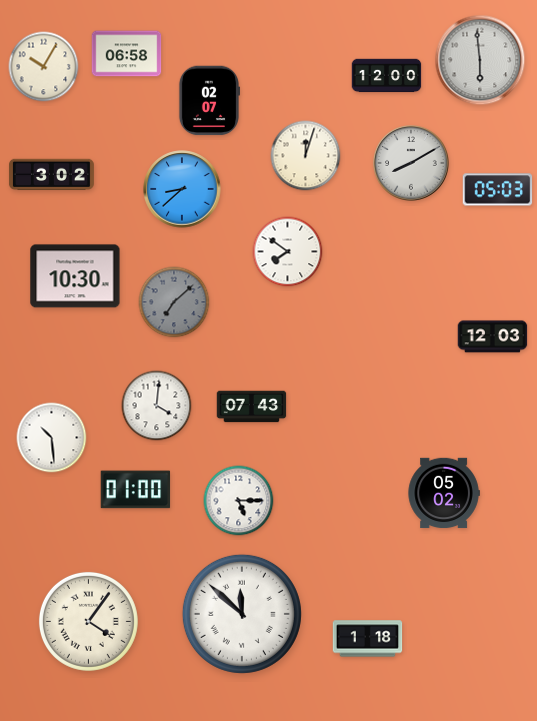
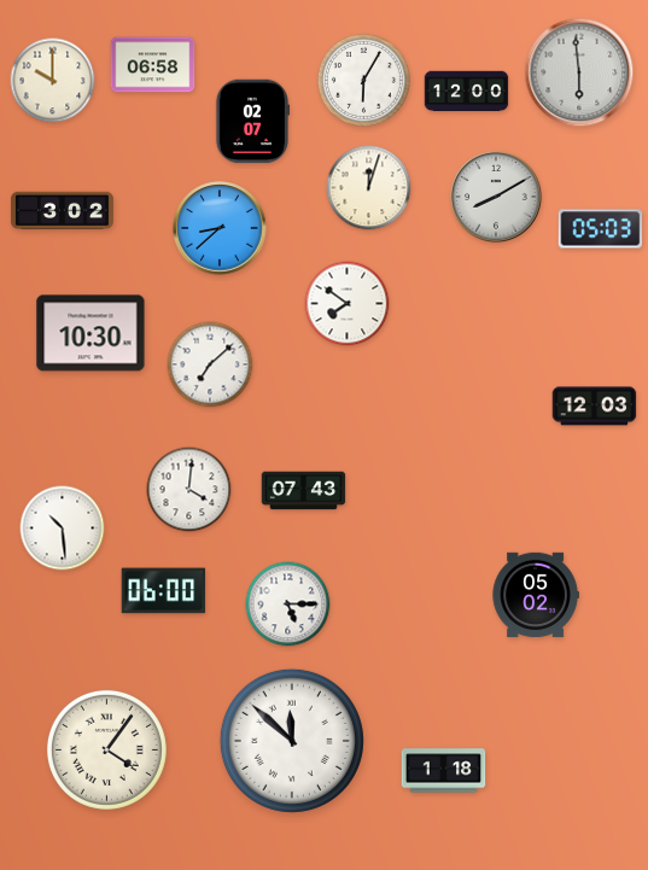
clock at (363, 80): none -> 6:05
clock at (44, 67): 10:05 -> 10:00
clock at (174, 302) dial: grey -> white
clock at (136, 490): 01:00 -> 06:00
